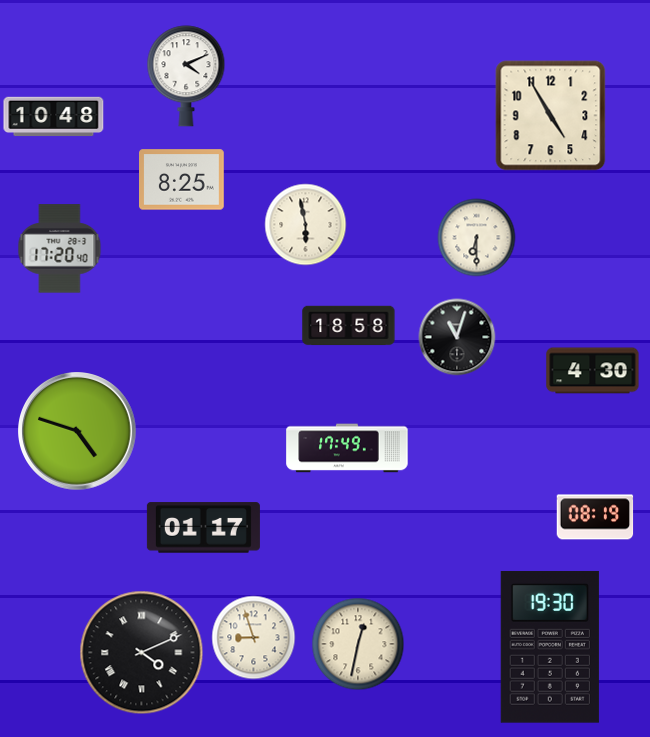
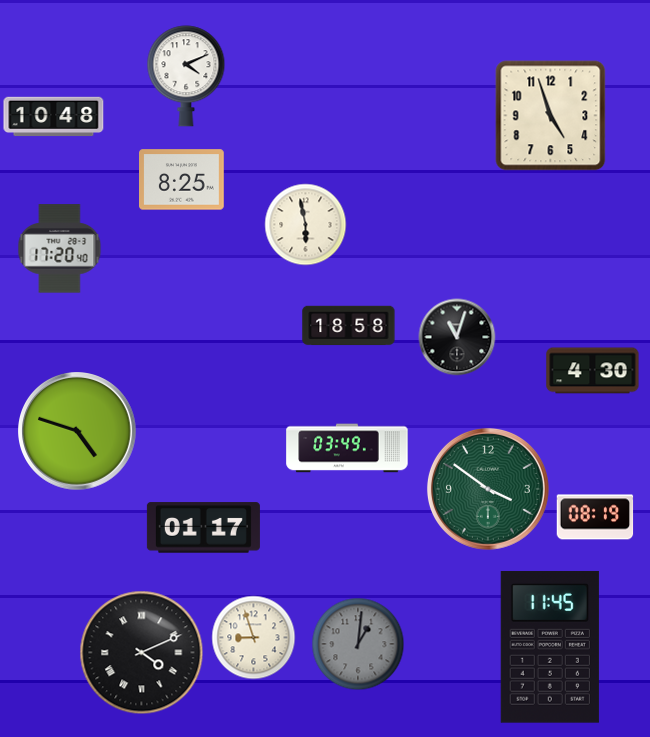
clock at (551, 116): 4:55 -> 4:57
clock at (477, 238): 6:30 -> none
clock at (347, 448): 17:49 -> 03:49
clock at (488, 489): none -> 3:51
clock at (358, 644): 12:32 -> 1:01
clock at (358, 644) dial: cream -> grey
clock at (550, 647): 19:30 -> 11:45
